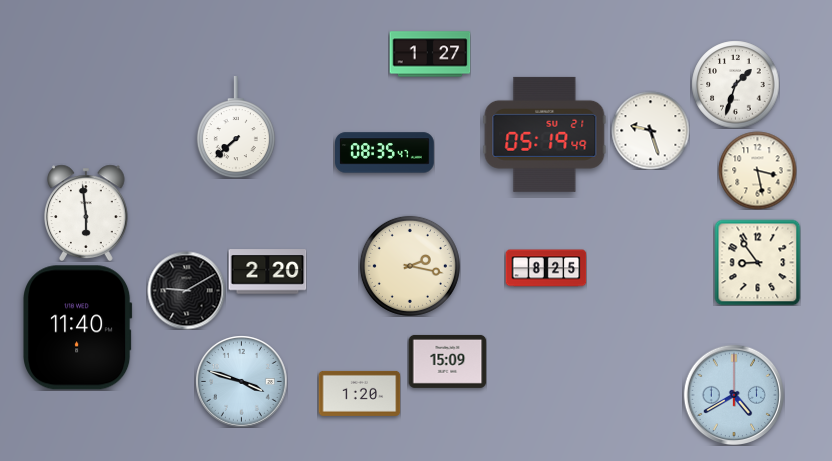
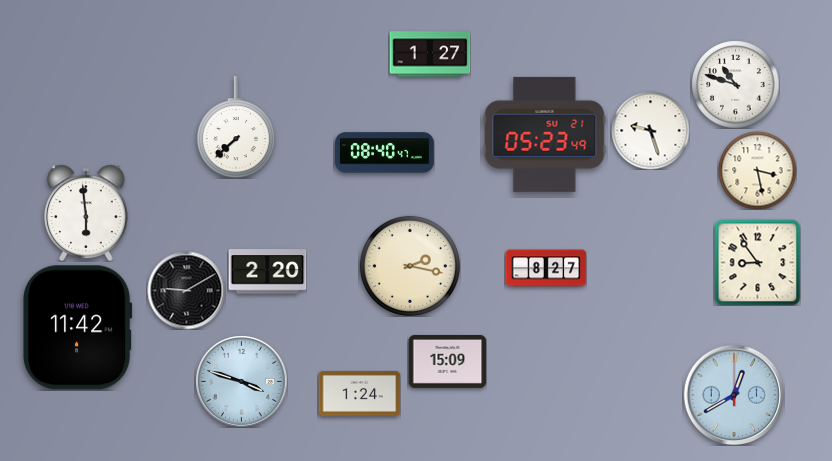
clock at (735, 84): 1:33 -> 10:48
clock at (545, 134): 05:19 -> 05:23
clock at (385, 153): 08:35 -> 08:40
clock at (546, 268): 8:25 -> 8:27
clock at (78, 328): 11:40 -> 11:42
clock at (359, 393): 1:20 -> 1:24
clock at (734, 395): 4:40 -> 12:40
